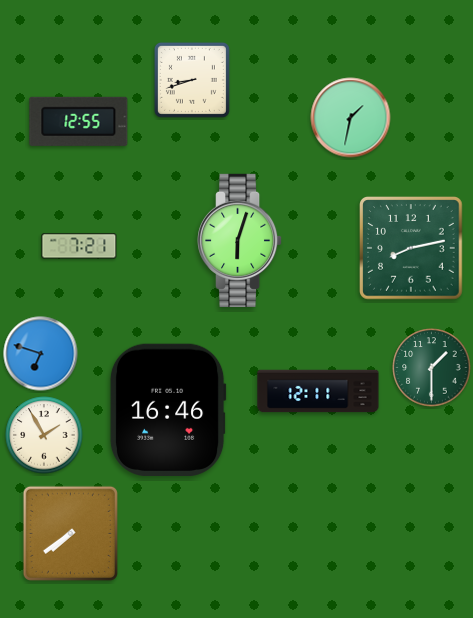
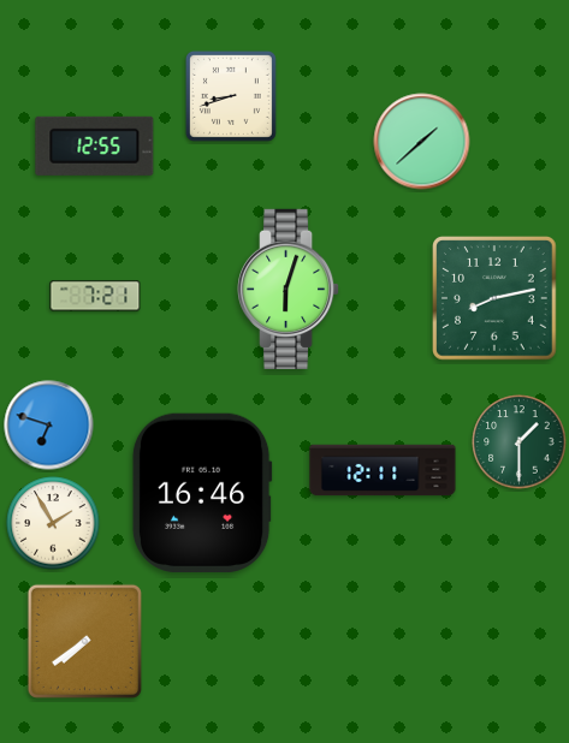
clock at (351, 118): 1:32 -> 1:38
